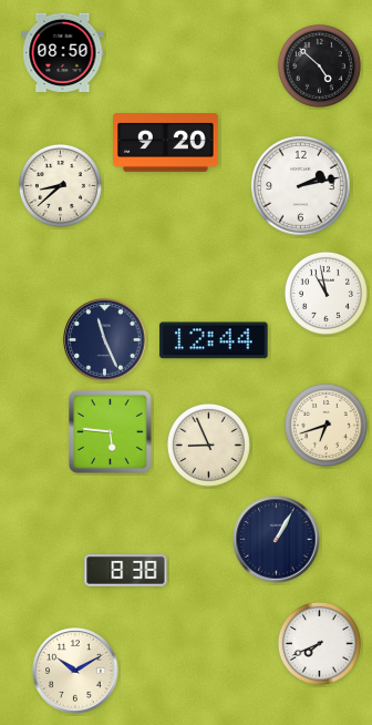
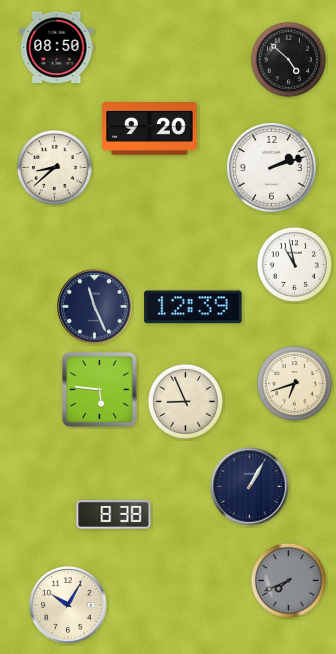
clock at (301, 186): 2:13 -> 2:12
clock at (214, 340): 12:44 -> 12:39
clock at (208, 445) position: (208, 445) -> (185, 401)
clock at (319, 643) dial: white -> grey
clock at (75, 671): 10:10 -> 10:05
